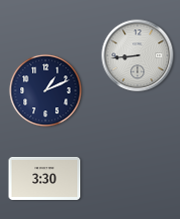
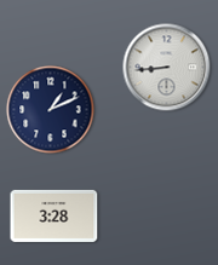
clock at (46, 91) position: (46, 91) -> (51, 110)
clock at (45, 178): 3:30 -> 3:28
